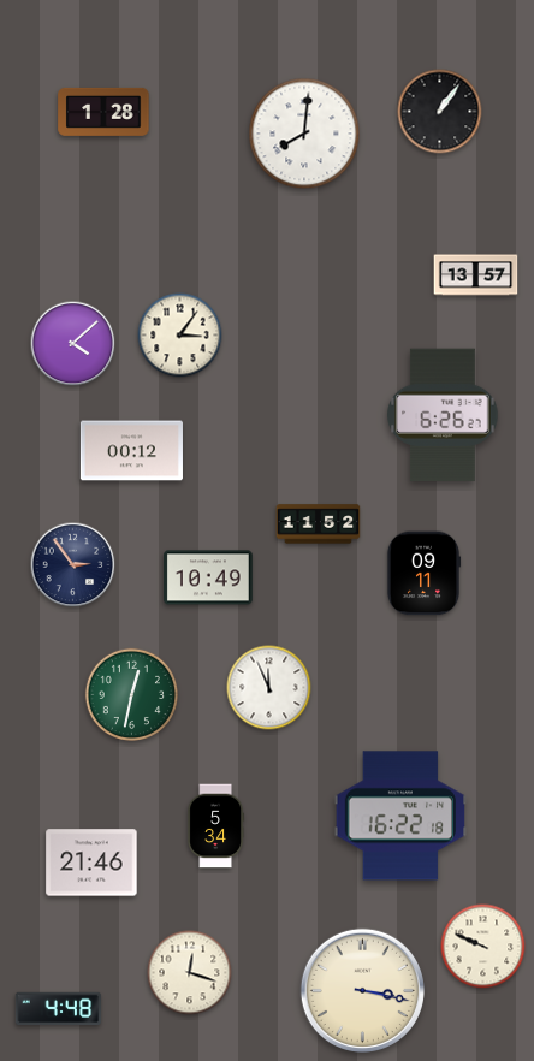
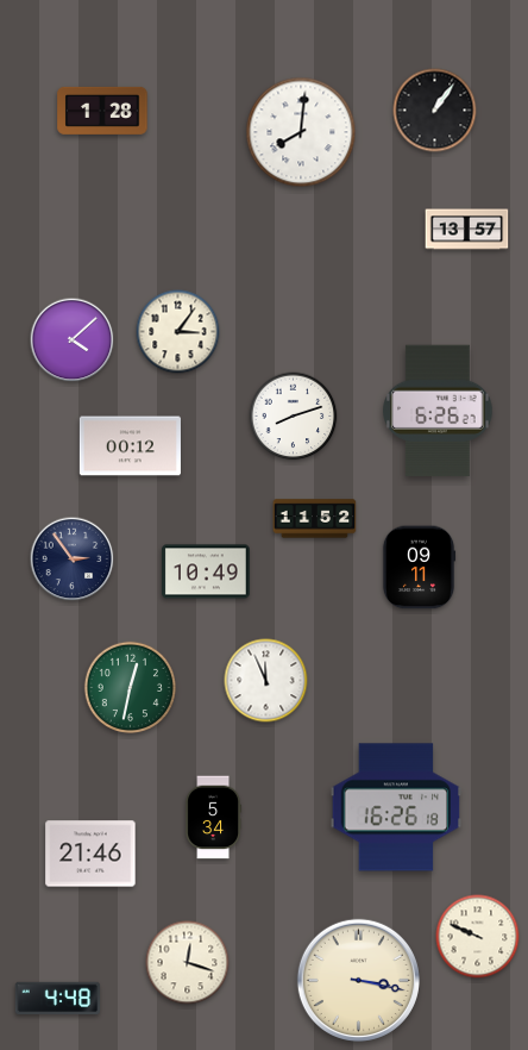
clock at (476, 275) position: (476, 275) -> (467, 230)
clock at (294, 417): none -> 8:12
clock at (400, 816): 16:22 -> 16:26
